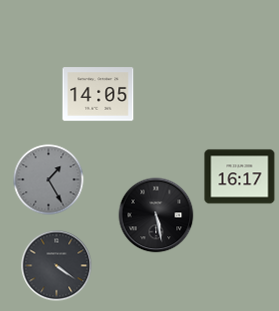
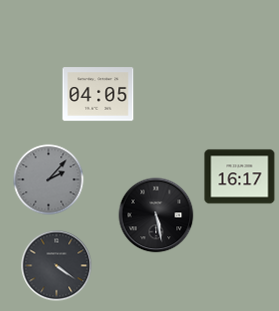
clock at (98, 94): 14:05 -> 04:05
clock at (49, 180): 1:25 -> 2:07
